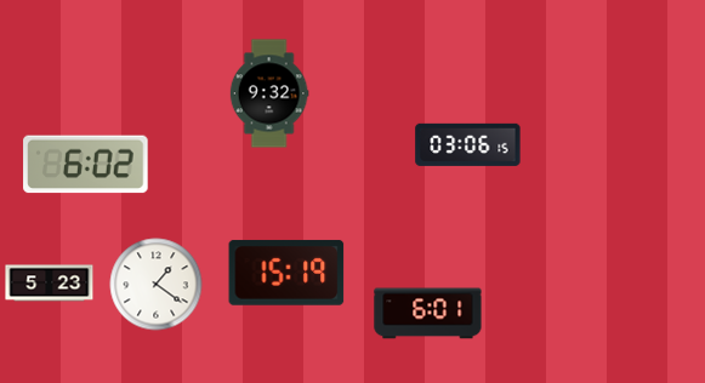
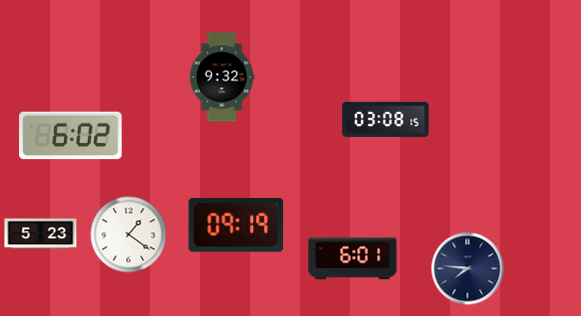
clock at (468, 144): 03:06 -> 03:08
clock at (286, 273): 15:19 -> 09:19
clock at (468, 269): none -> 7:46
